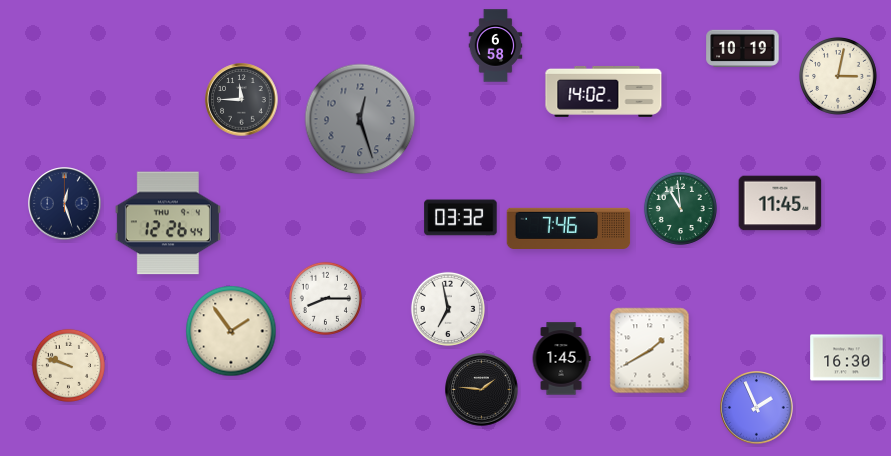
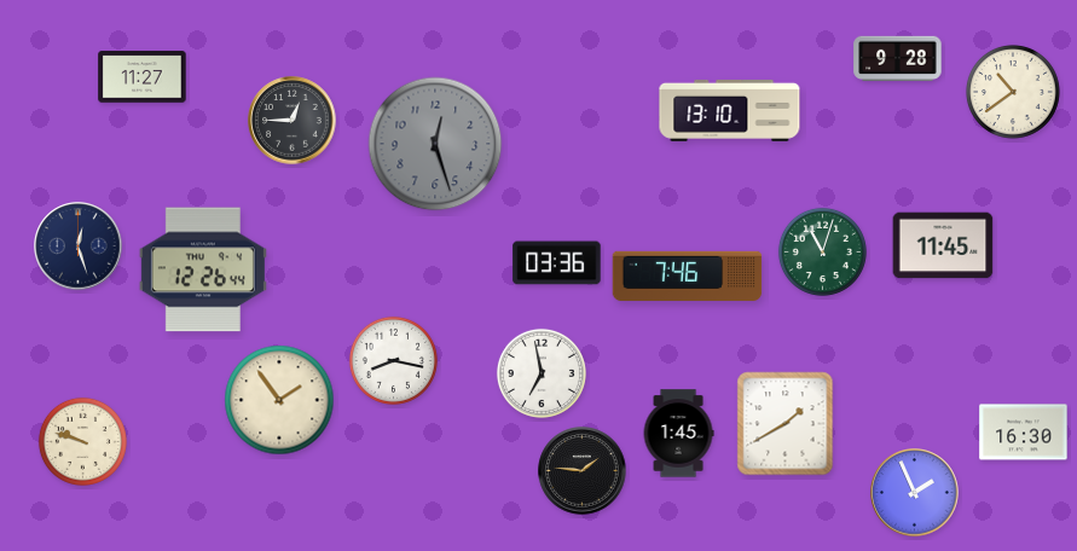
clock at (496, 46): 6:58 -> none
clock at (743, 48): 10:19 -> 9:28
clock at (143, 77): none -> 11:27
clock at (838, 76): 3:02 -> 10:39
clock at (604, 91): 14:02 -> 13:10
clock at (242, 100): 11:45 -> 12:45
clock at (680, 208): 10:59 -> 11:03
clock at (461, 218): 03:32 -> 03:36
clock at (325, 298): 8:15 -> 8:17
